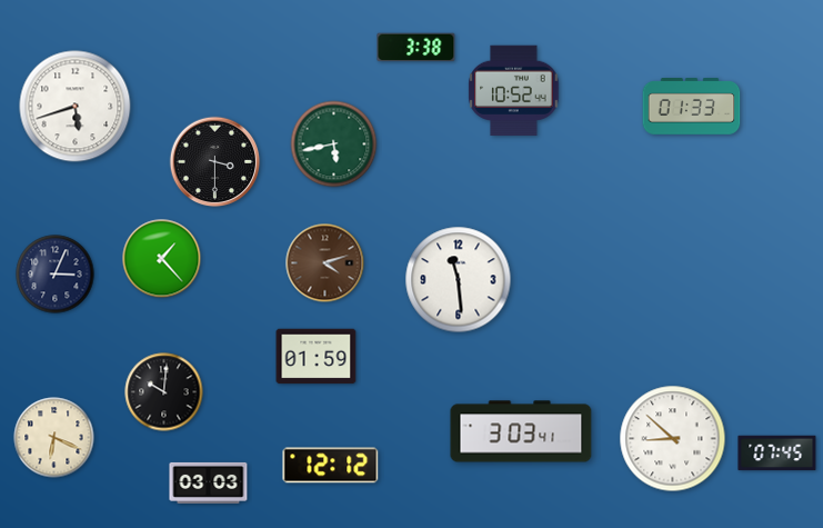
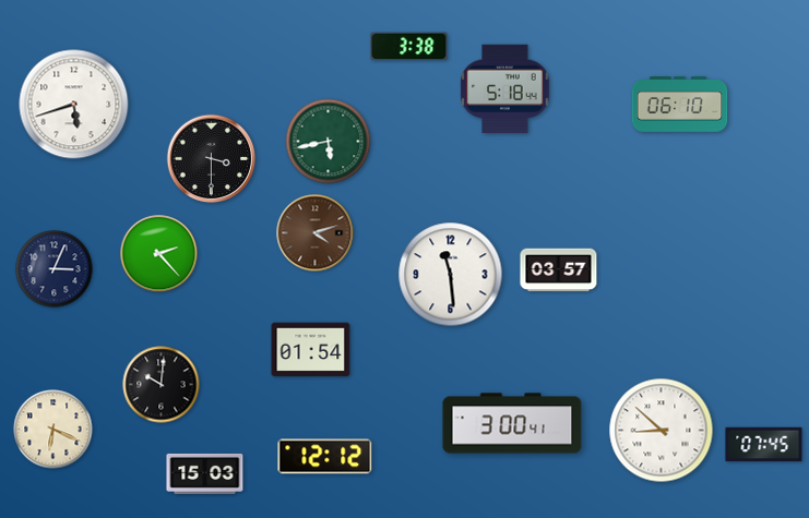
clock at (514, 91): 10:52 -> 5:18
clock at (692, 107): 01:33 -> 06:10
clock at (162, 259): 1:23 -> 2:23
clock at (325, 263) position: (325, 263) -> (316, 233)
clock at (559, 270): none -> 03:57
clock at (317, 357): 01:59 -> 01:54
clock at (521, 431): 3:03 -> 3:00
clock at (209, 482): 03:03 -> 15:03
